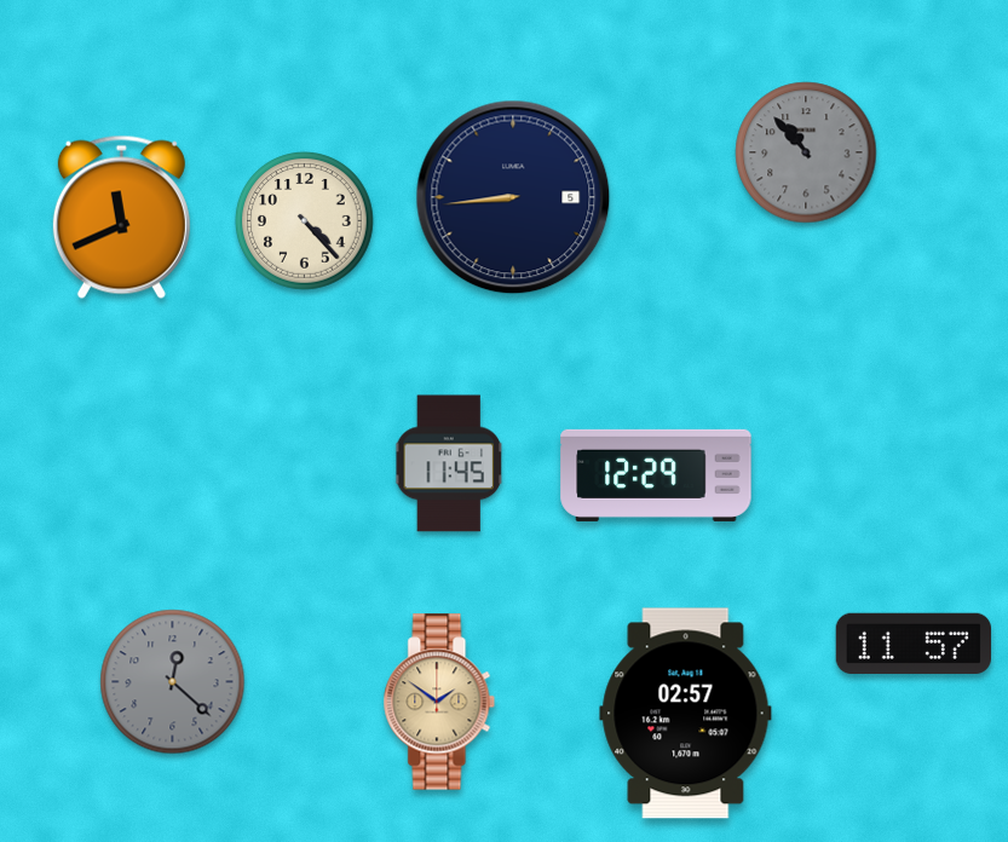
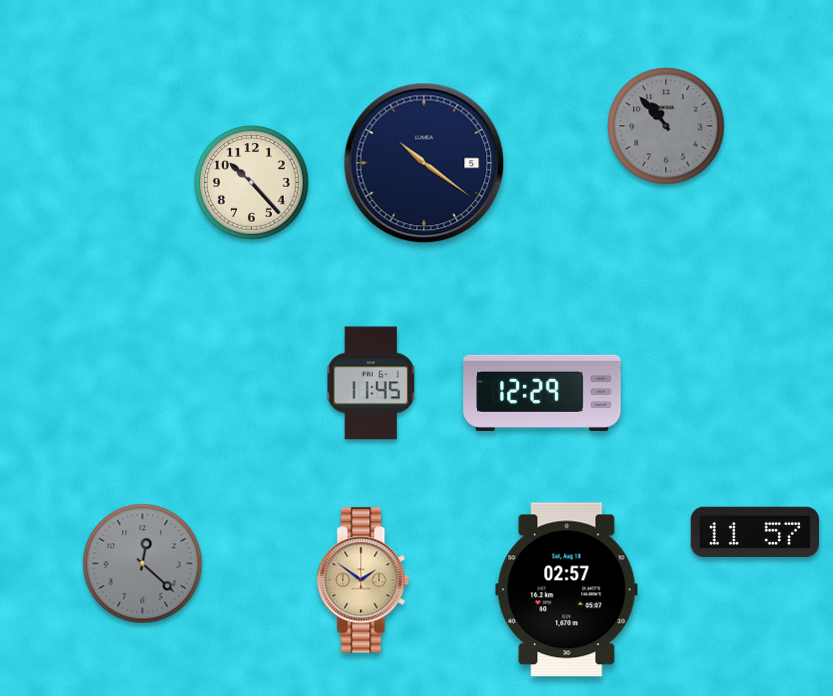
clock at (513, 197): 8:44 -> 10:21
clock at (121, 217): 11:41 -> none
clock at (305, 221): 4:23 -> 10:23
